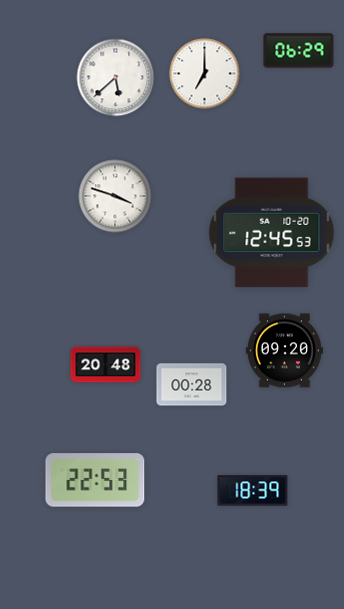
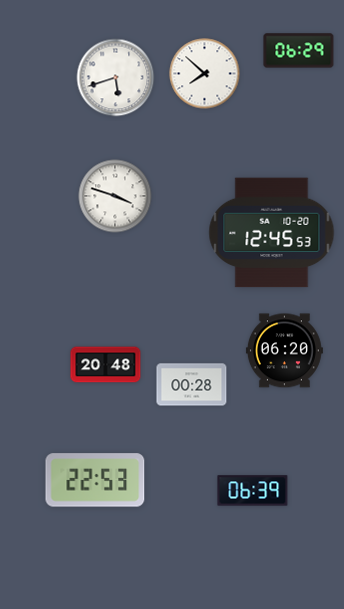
clock at (205, 74): 7:00 -> 7:52
clock at (116, 78): 5:38 -> 5:42
clock at (284, 351): 09:20 -> 06:20
clock at (253, 491): 18:39 -> 06:39
